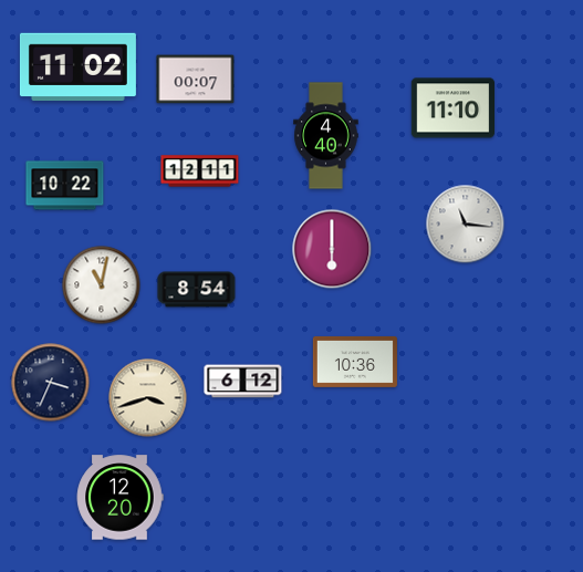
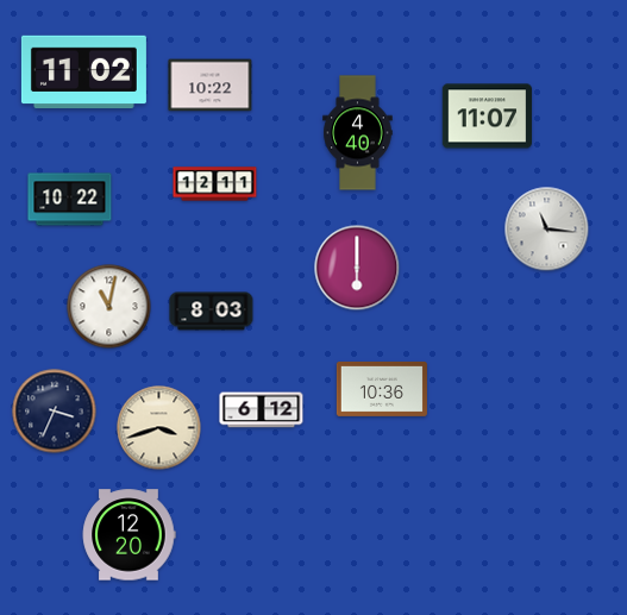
clock at (196, 80): 00:07 -> 10:22
clock at (452, 108): 11:10 -> 11:07
clock at (326, 136) position: (326, 136) -> (358, 133)
clock at (466, 225) position: (466, 225) -> (547, 230)
clock at (197, 290): 8:54 -> 8:03
